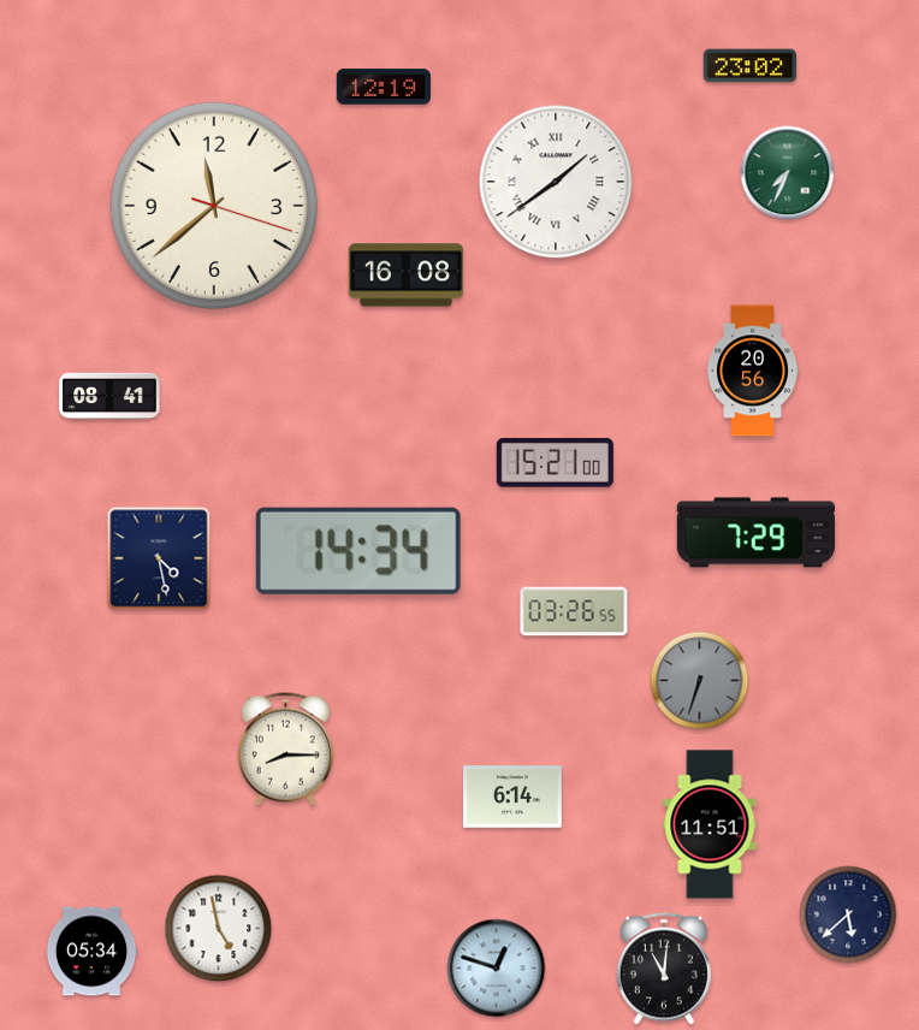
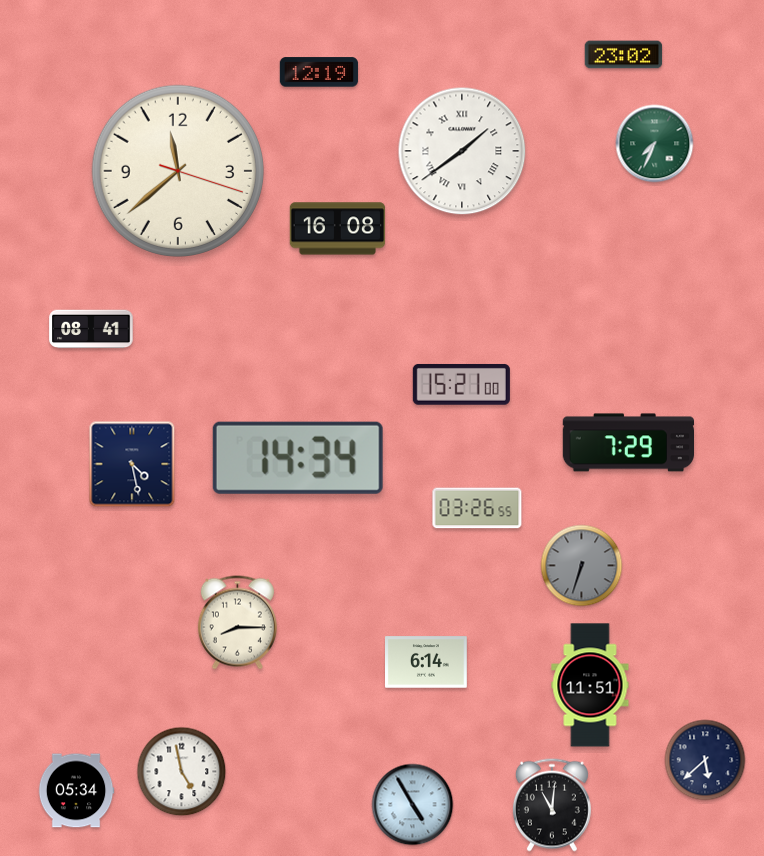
clock at (753, 371): 20:56 -> none
clock at (497, 969): 12:48 -> 4:55
